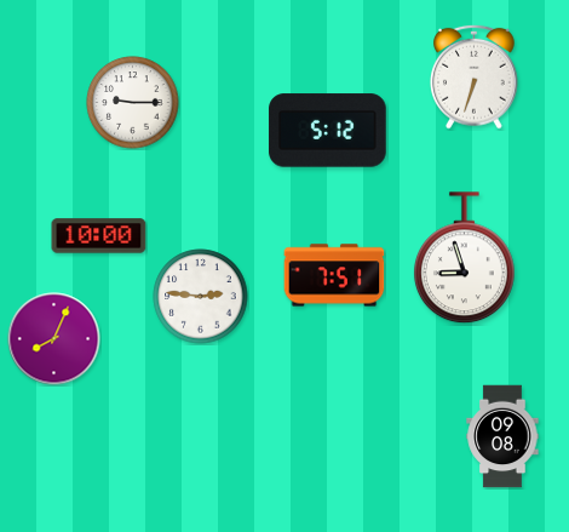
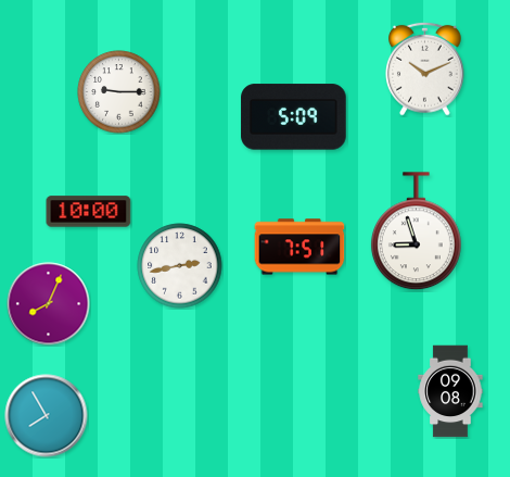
clock at (475, 76): 6:33 -> 10:11
clock at (328, 131): 5:12 -> 5:09
clock at (201, 297): 2:46 -> 2:43
clock at (47, 416): none -> 7:55
